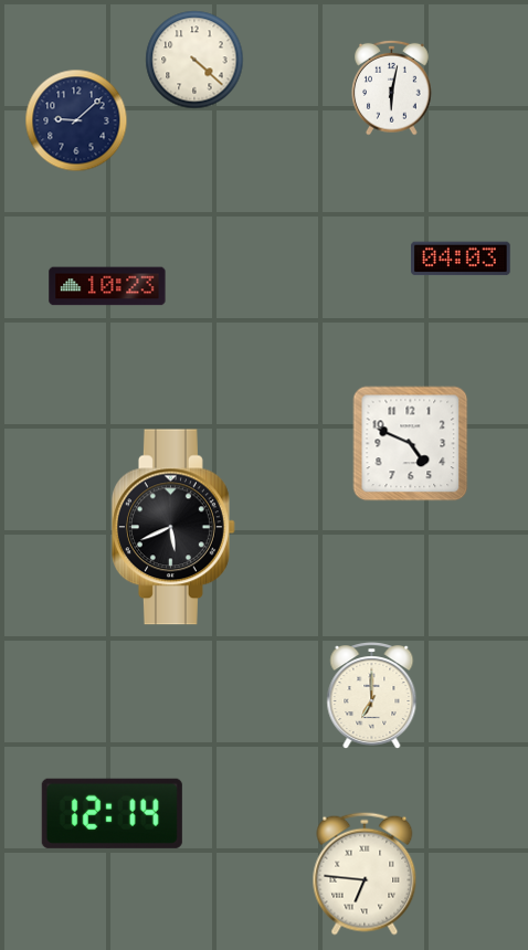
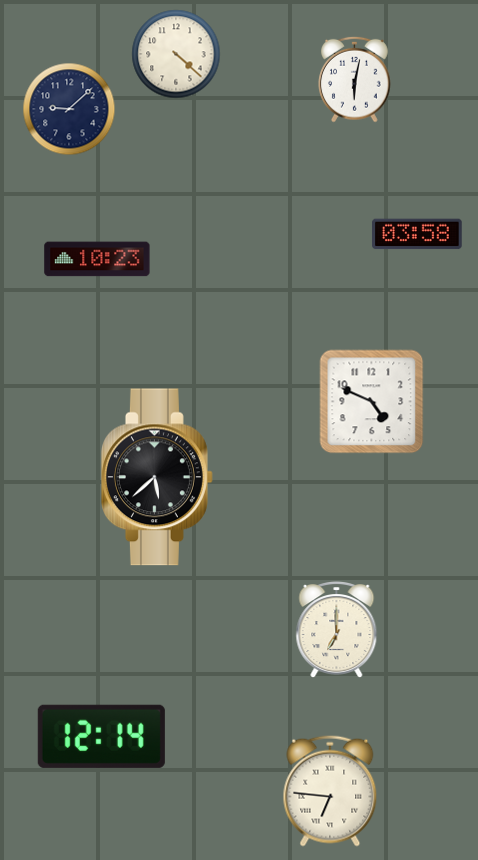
clock at (461, 258): 04:03 -> 03:58
clock at (175, 527): 5:41 -> 5:38
